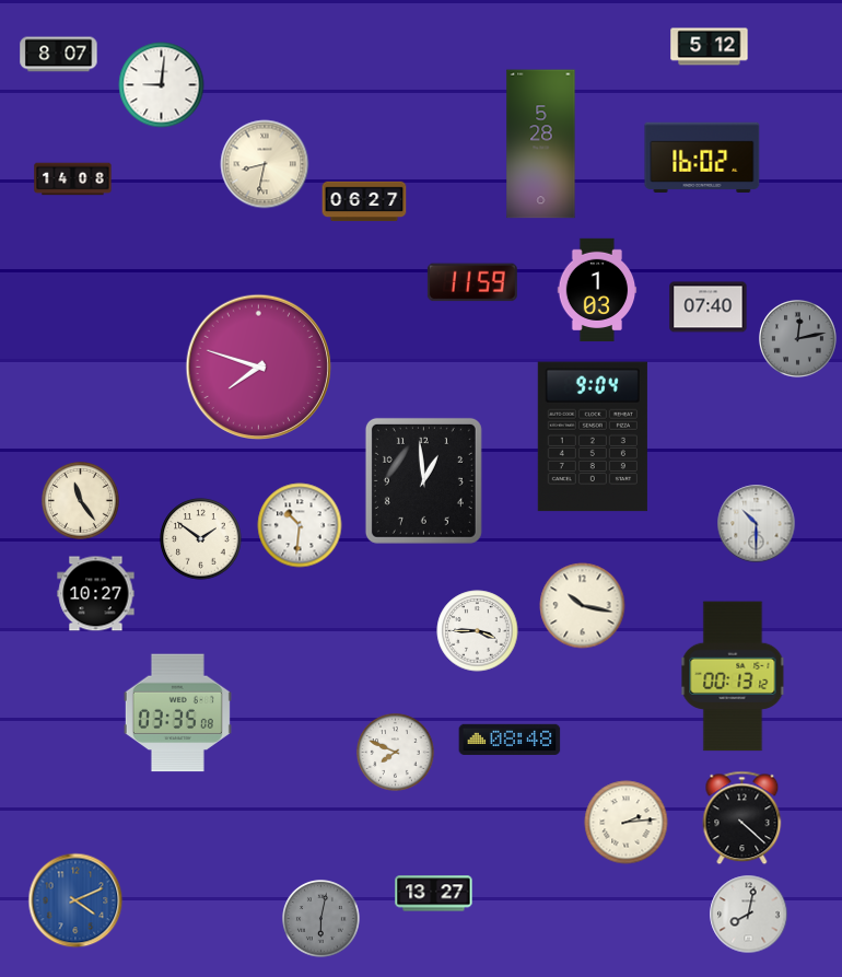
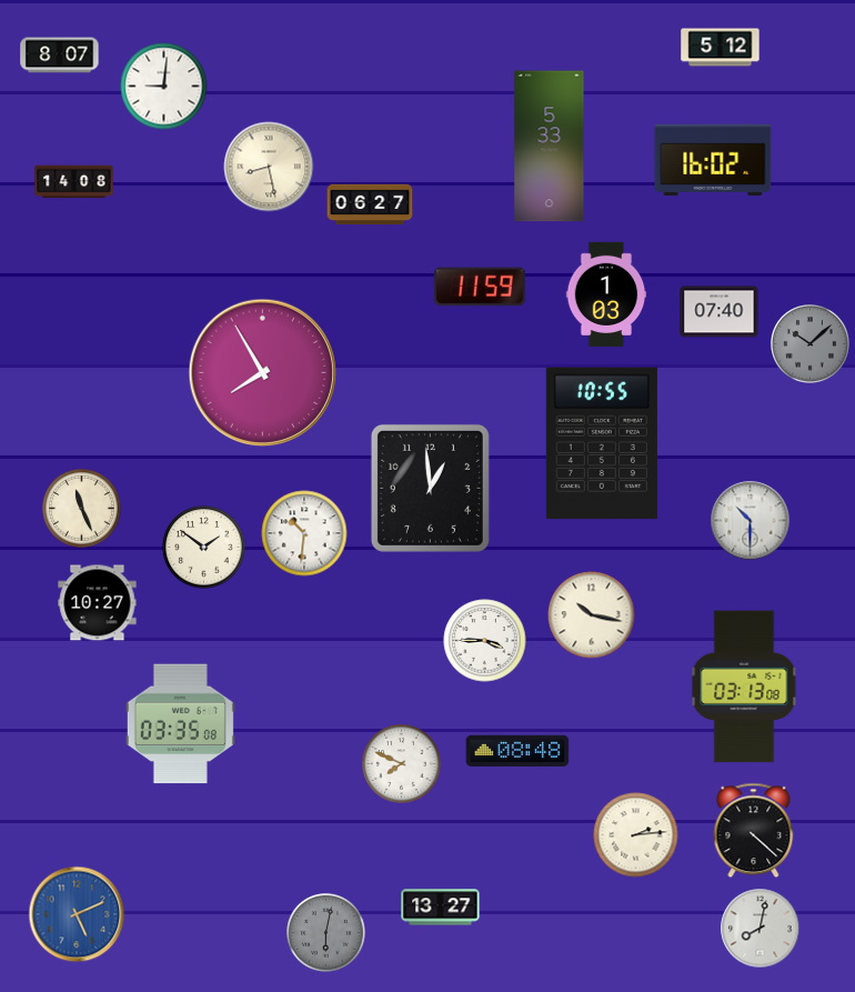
clock at (541, 144): 5:28 -> 5:33
clock at (265, 164): 8:32 -> 8:28
clock at (798, 339): 12:13 -> 10:08
clock at (258, 367): 7:48 -> 7:55
clock at (593, 437): 9:04 -> 10:55
clock at (81, 501): 11:24 -> 11:26
clock at (757, 524) position: (757, 524) -> (751, 521)
clock at (733, 676): 00:13 -> 03:13
clock at (75, 900): 4:11 -> 5:11
